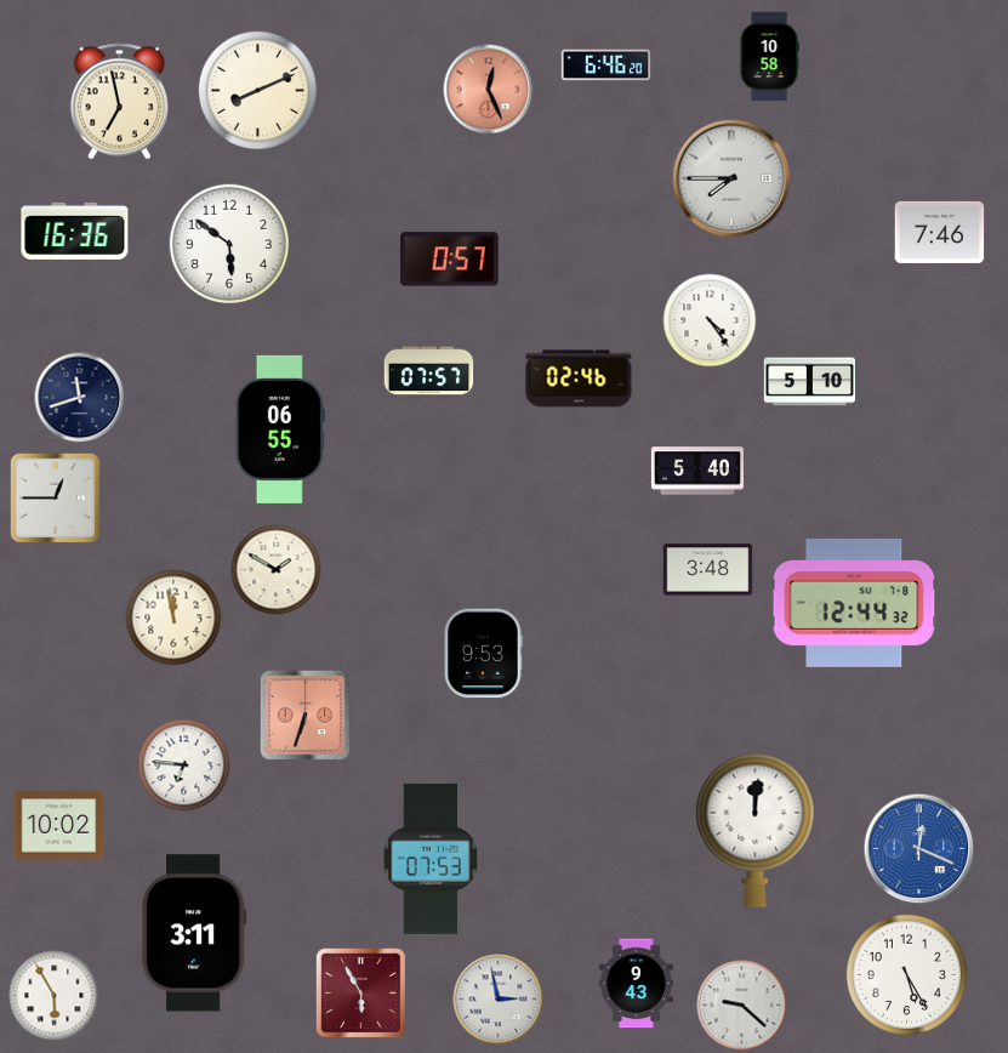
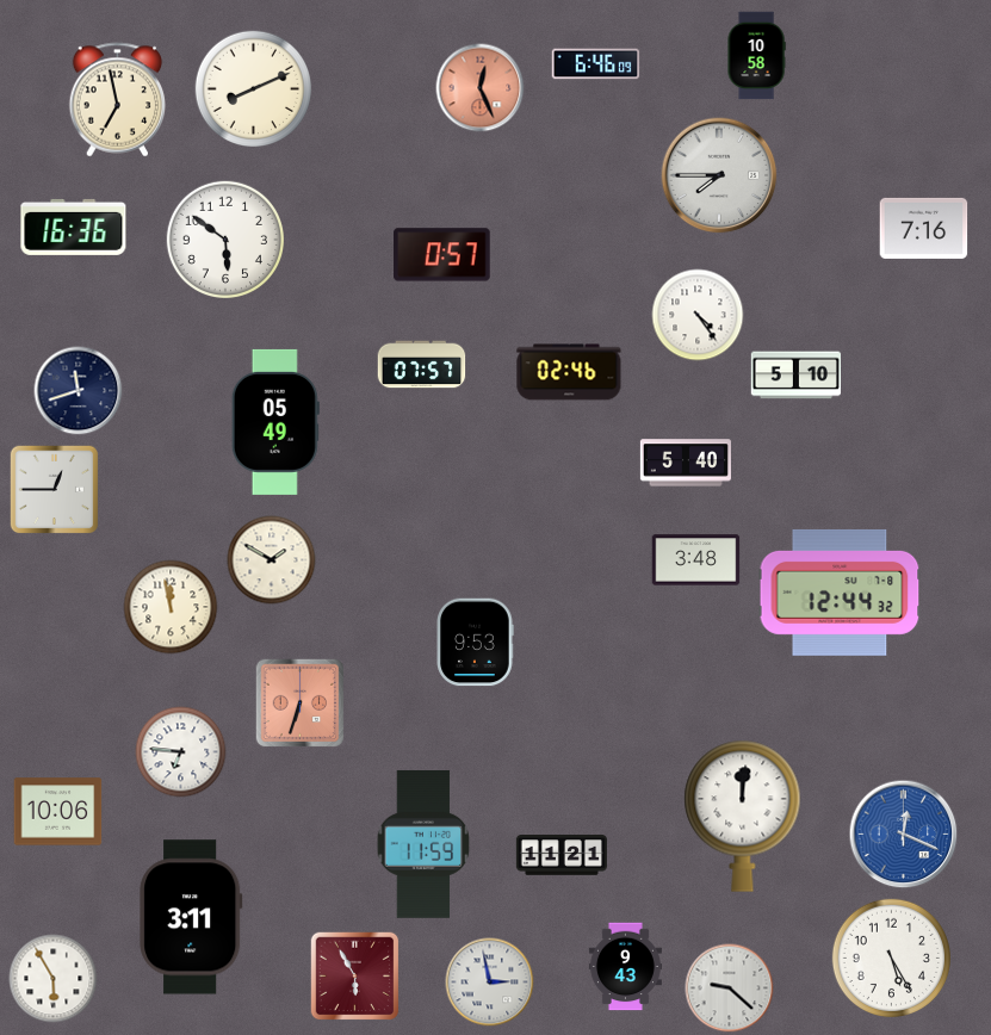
clock at (606, 66): 6:46:20 -> 6:46:09
clock at (940, 232): 7:46 -> 7:16
clock at (280, 429): 06:55 -> 05:49
clock at (59, 826): 10:02 -> 10:06
clock at (431, 860): 07:53 -> 11:59
clock at (562, 855): none -> 11:21
